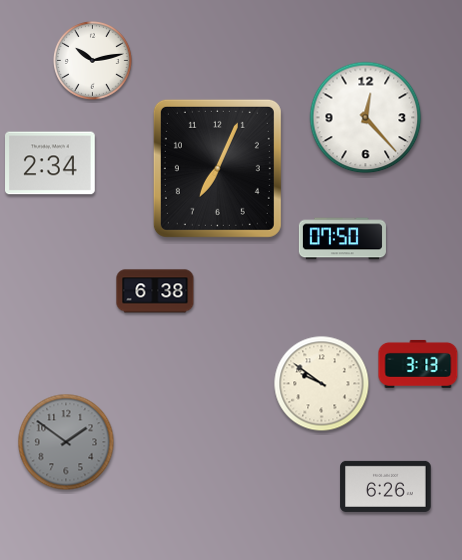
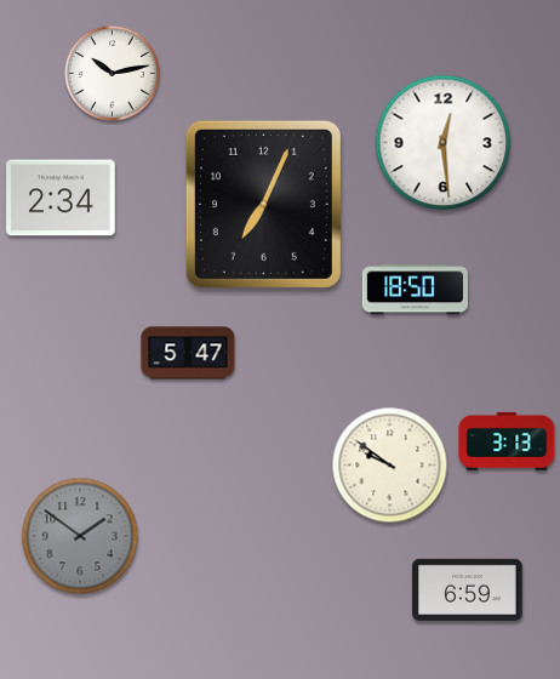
clock at (366, 118): 12:23 -> 12:29
clock at (342, 239): 07:50 -> 18:50
clock at (155, 291): 6:38 -> 5:47
clock at (386, 486): 6:26 -> 6:59
